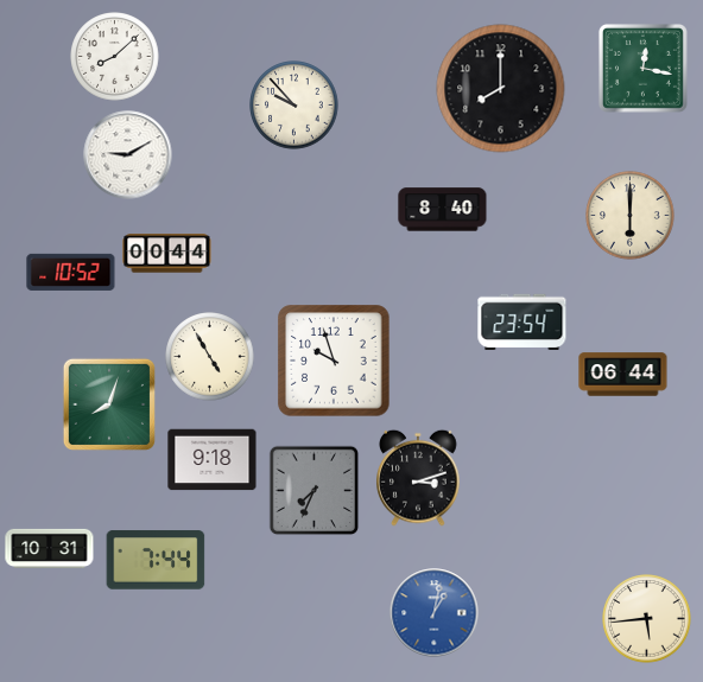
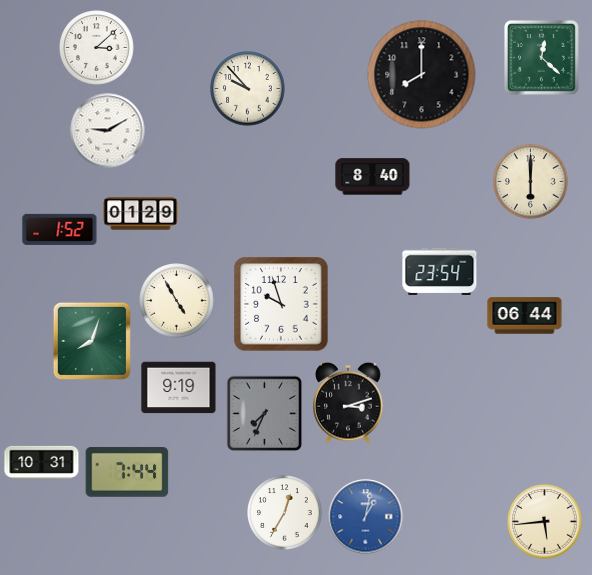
clock at (115, 57): 8:08 -> 3:08
clock at (642, 68): 12:17 -> 12:22
clock at (167, 254): 00:44 -> 01:29
clock at (71, 272): 10:52 -> 1:52
clock at (213, 460): 9:18 -> 9:19
clock at (418, 478) position: (418, 478) -> (348, 403)
clock at (156, 560) position: (156, 560) -> (127, 472)
clock at (285, 513): none -> 12:35
